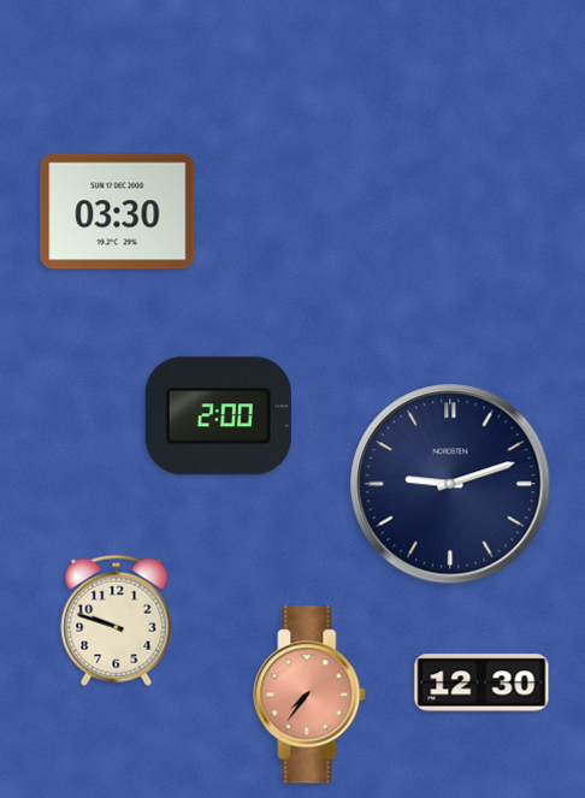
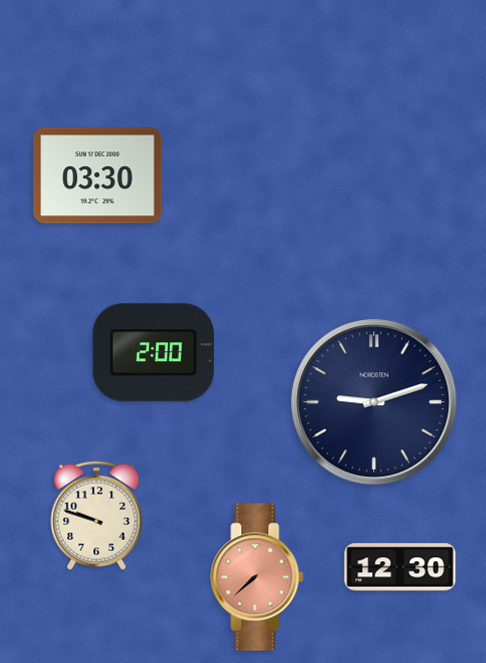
clock at (218, 416) position: (218, 416) -> (153, 353)
clock at (309, 694): 7:36 -> 7:38
